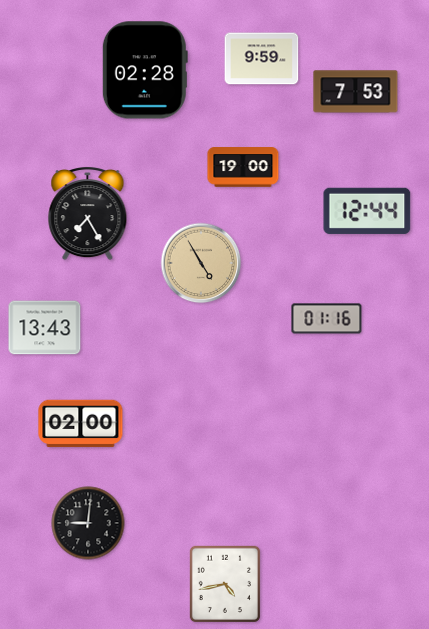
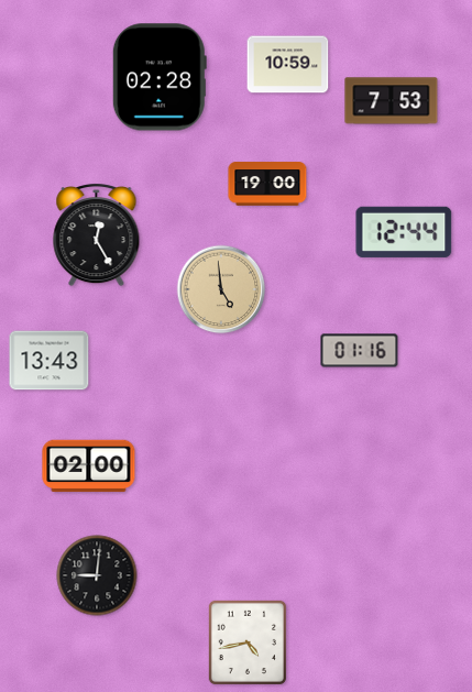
clock at (262, 59): 9:59 -> 10:59
clock at (88, 214): 7:25 -> 12:25
clock at (201, 263): 4:55 -> 4:59
